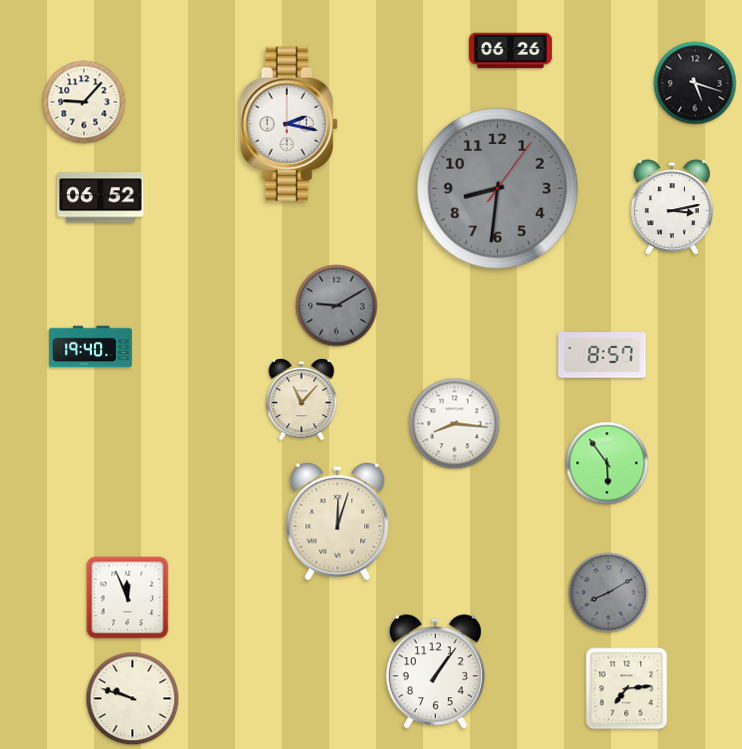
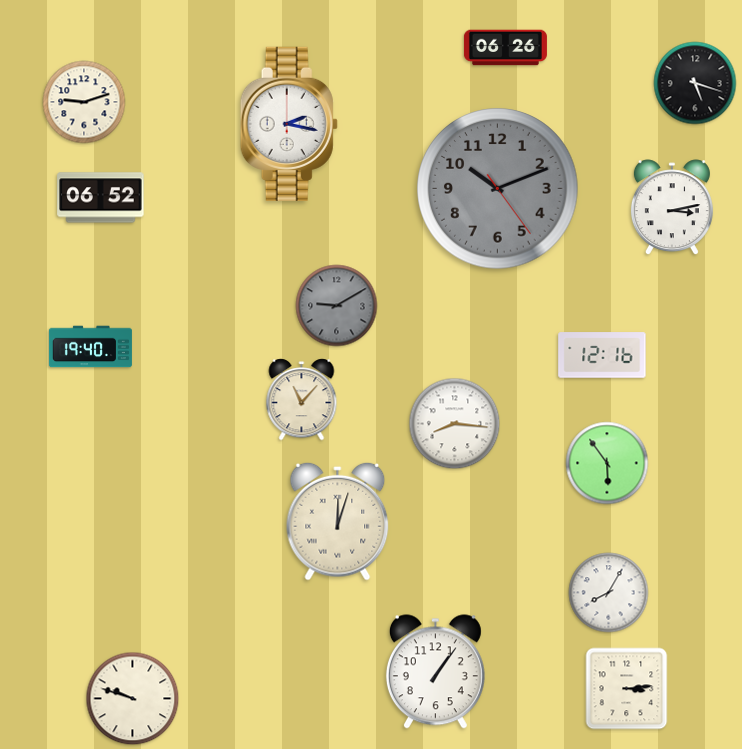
clock at (510, 51) position: (510, 51) -> (505, 48)
clock at (84, 102): 9:07 -> 9:12
clock at (498, 189): 8:31 -> 10:11
clock at (602, 355): 8:57 -> 12:16
clock at (609, 593): 8:10 -> 8:05
clock at (609, 593) dial: grey -> white
clock at (128, 598): 11:56 -> none
clock at (627, 689): 7:14 -> 3:14
